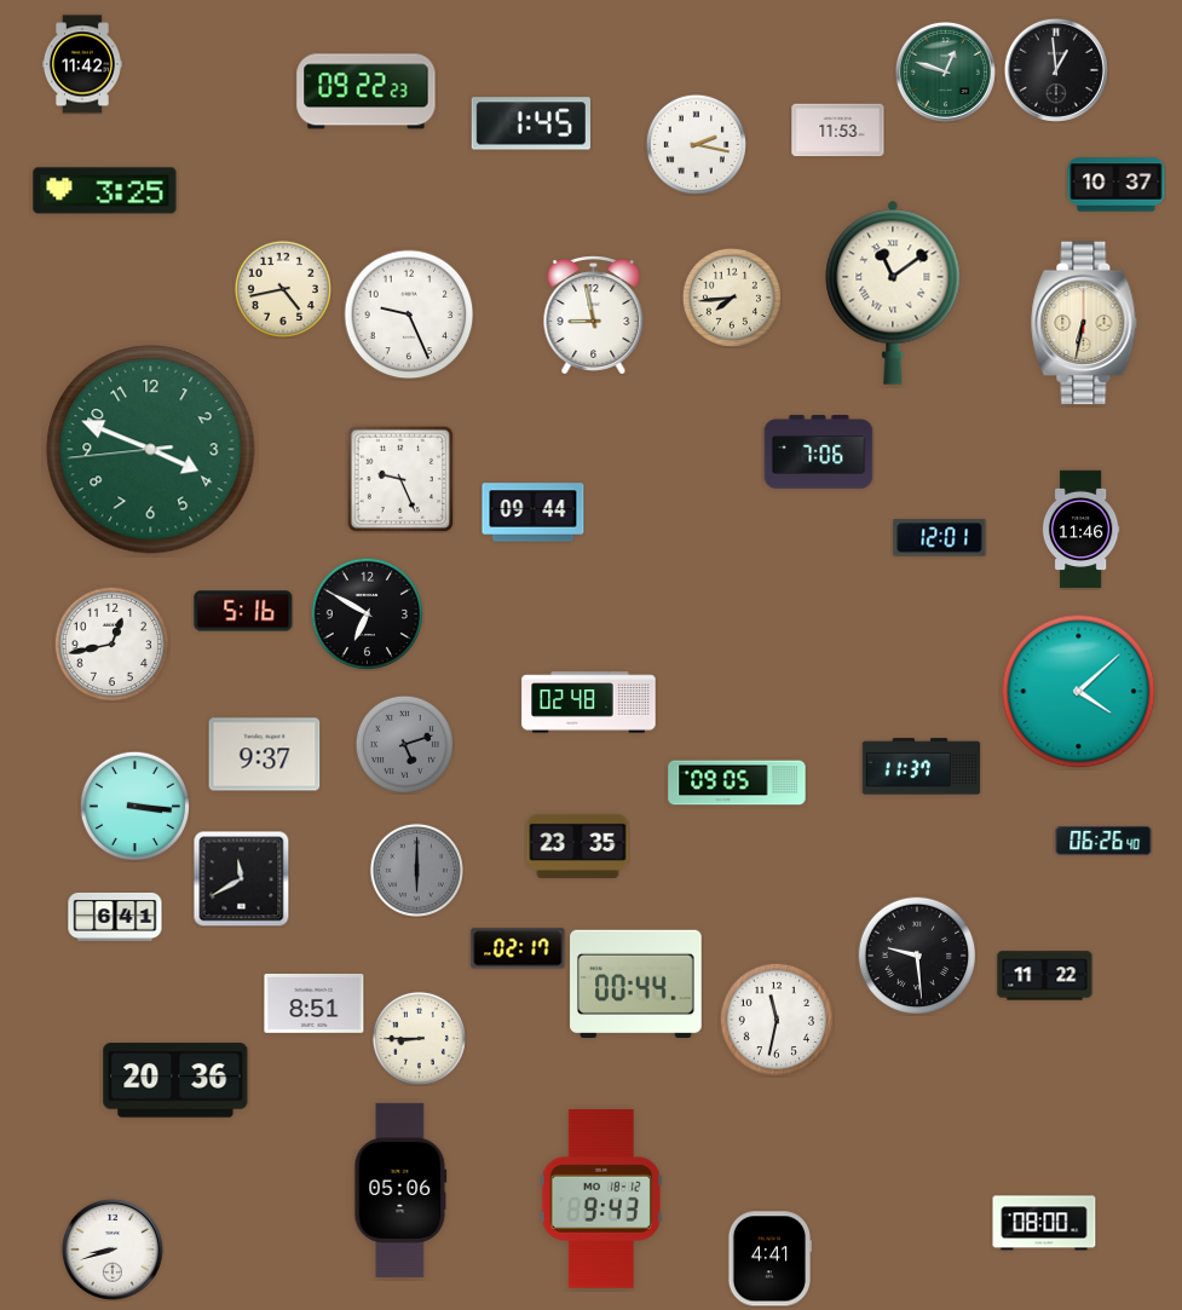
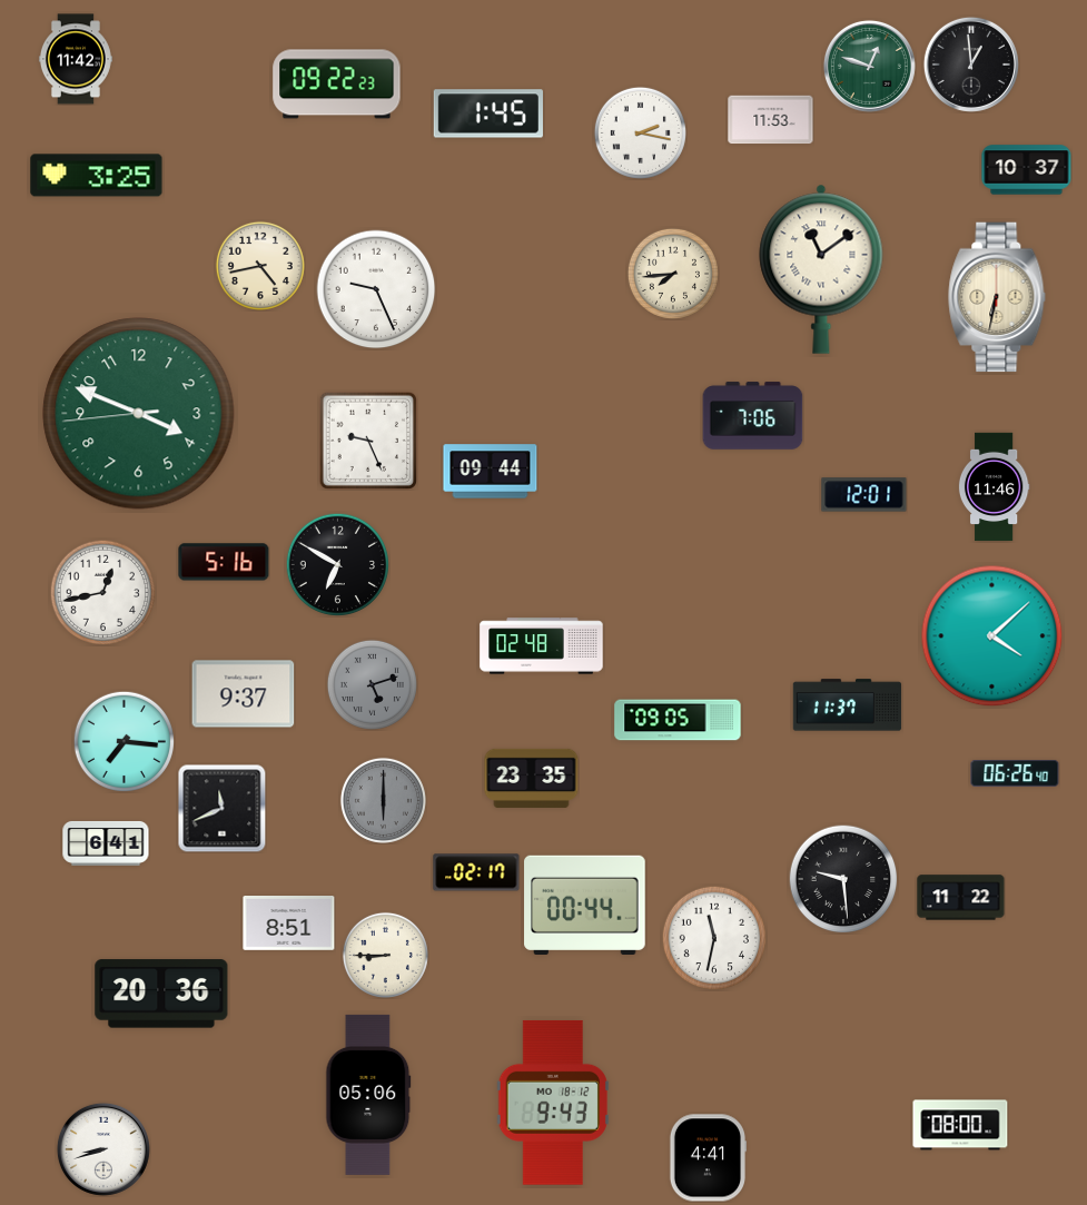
clock at (594, 316): 8:58 -> none
clock at (134, 806): 3:16 -> 7:16
clock at (241, 878): 11:40 -> 11:41
